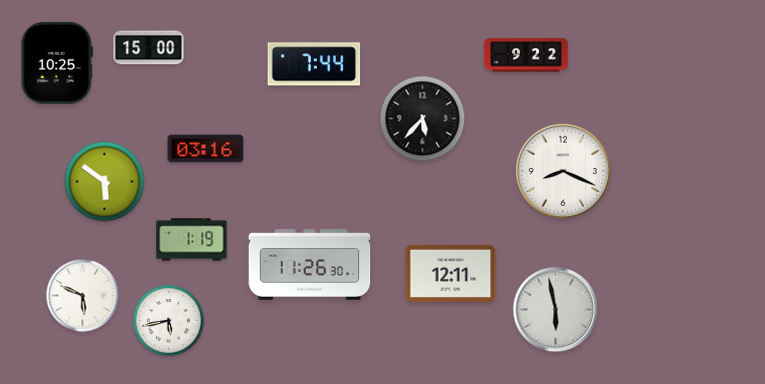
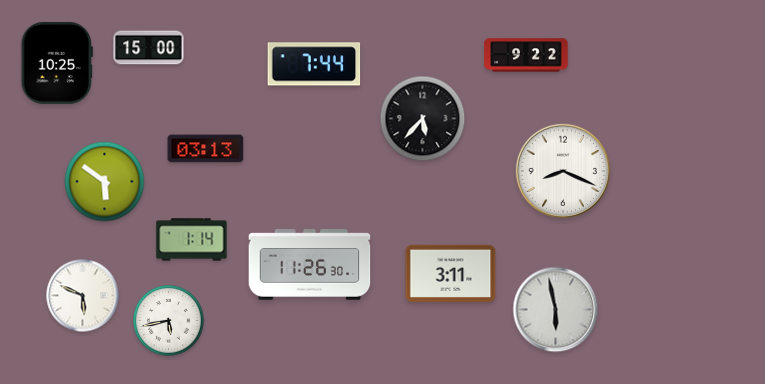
clock at (206, 149): 03:16 -> 03:13
clock at (192, 240): 1:19 -> 1:14
clock at (451, 273): 12:11 -> 3:11
